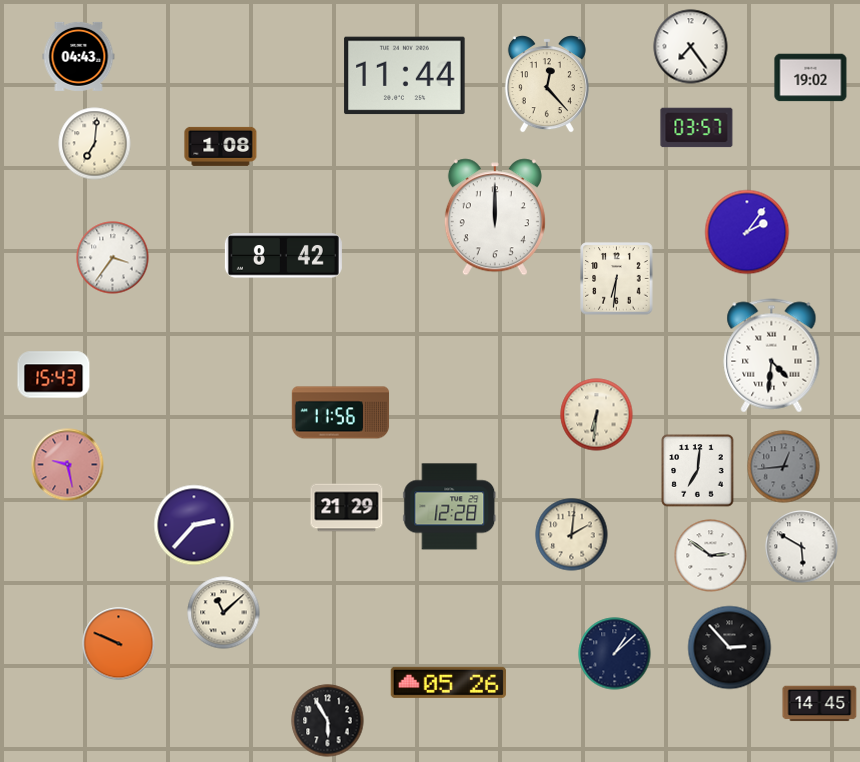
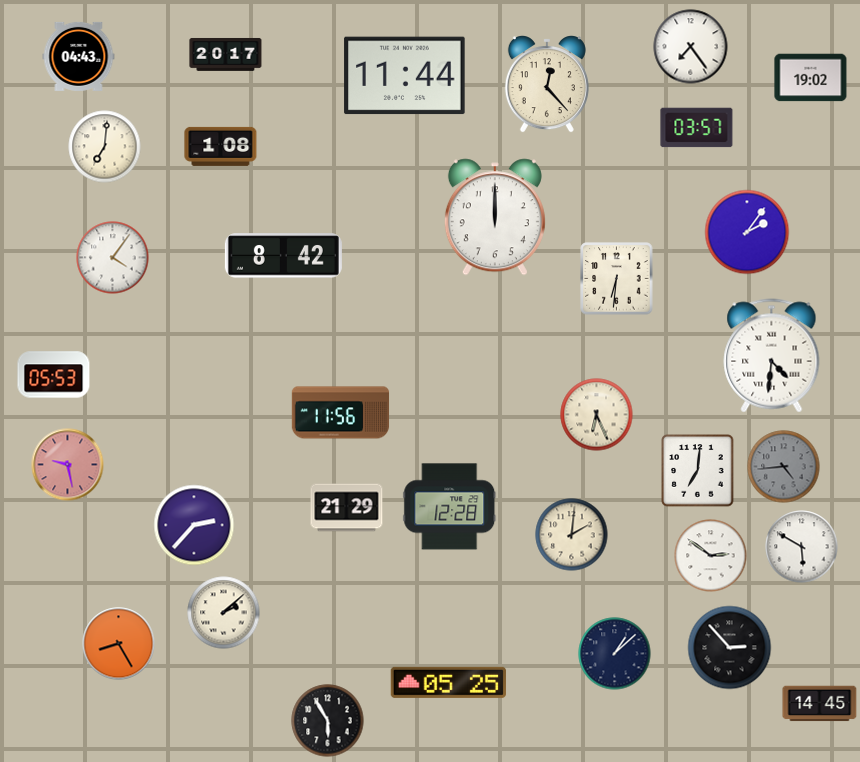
clock at (226, 54): none -> 20:17
clock at (95, 144) position: (95, 144) -> (105, 147)
clock at (113, 258): 3:36 -> 4:06
clock at (54, 375): 15:43 -> 05:53
clock at (597, 415): 6:31 -> 6:26
clock at (784, 467): 12:44 -> 4:44
clock at (224, 613): 11:08 -> 2:08
clock at (119, 644): 9:49 -> 8:25
clock at (448, 682): 05:26 -> 05:25
